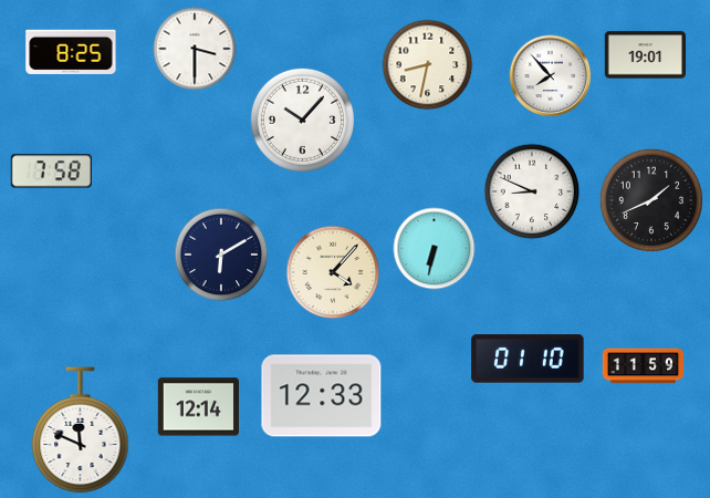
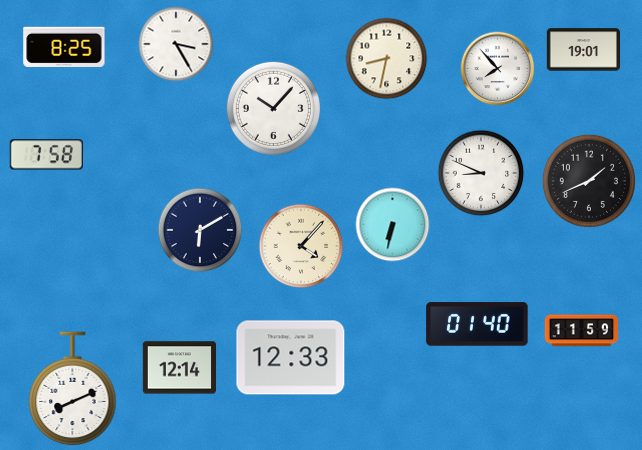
clock at (195, 49): 3:30 -> 3:25
clock at (528, 359): 01:10 -> 01:40
clock at (81, 430): 11:49 -> 8:11
